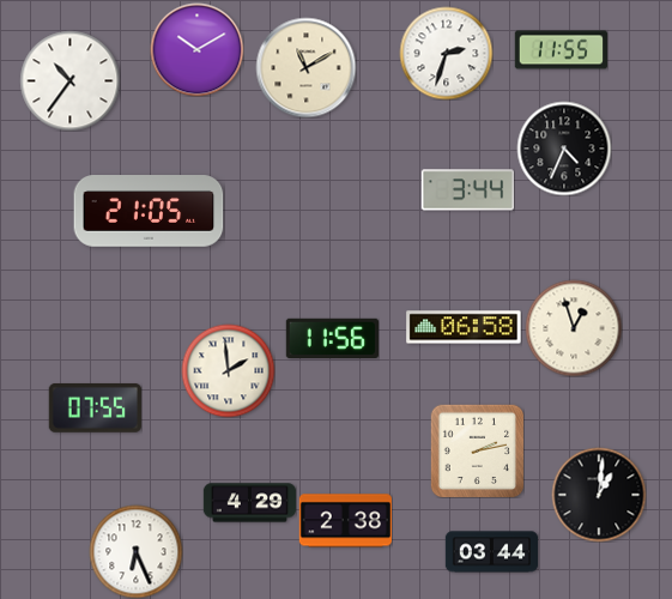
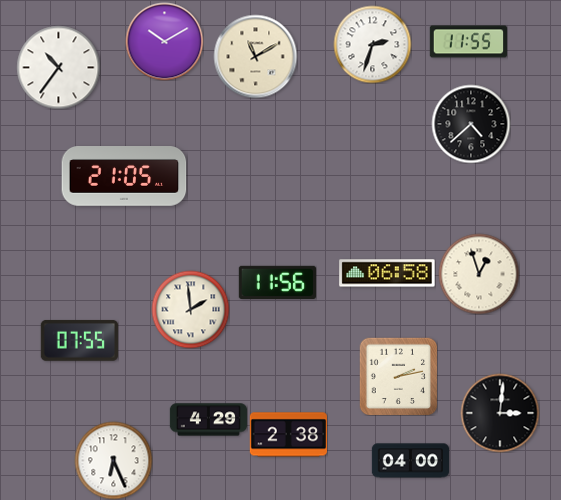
clock at (564, 149): 4:34 -> 4:38
clock at (467, 190): 3:44 -> none
clock at (599, 495): 1:01 -> 3:01
clock at (491, 552): 03:44 -> 04:00
